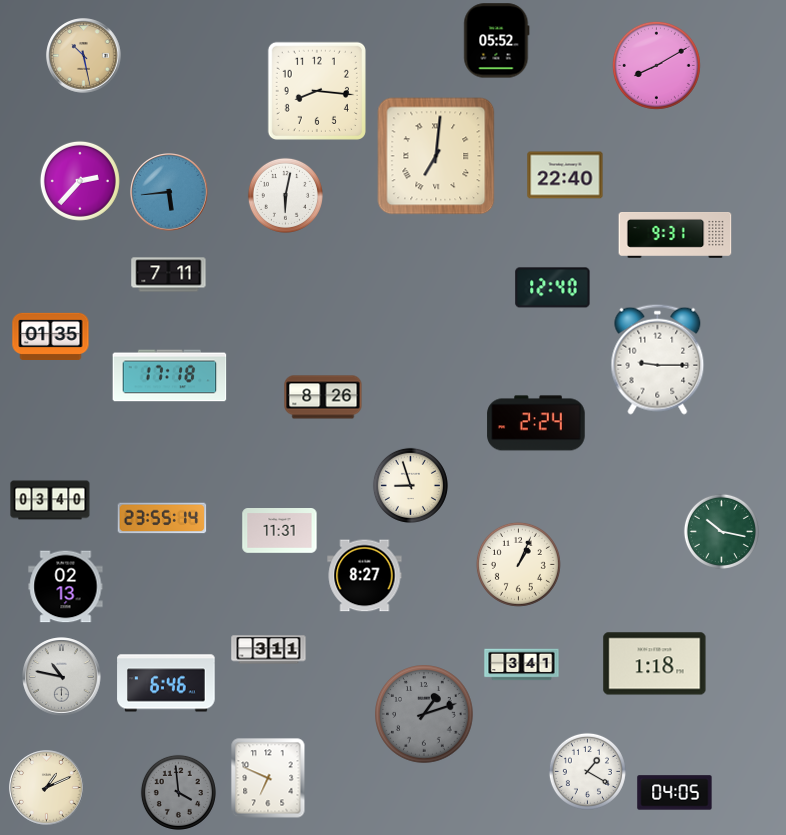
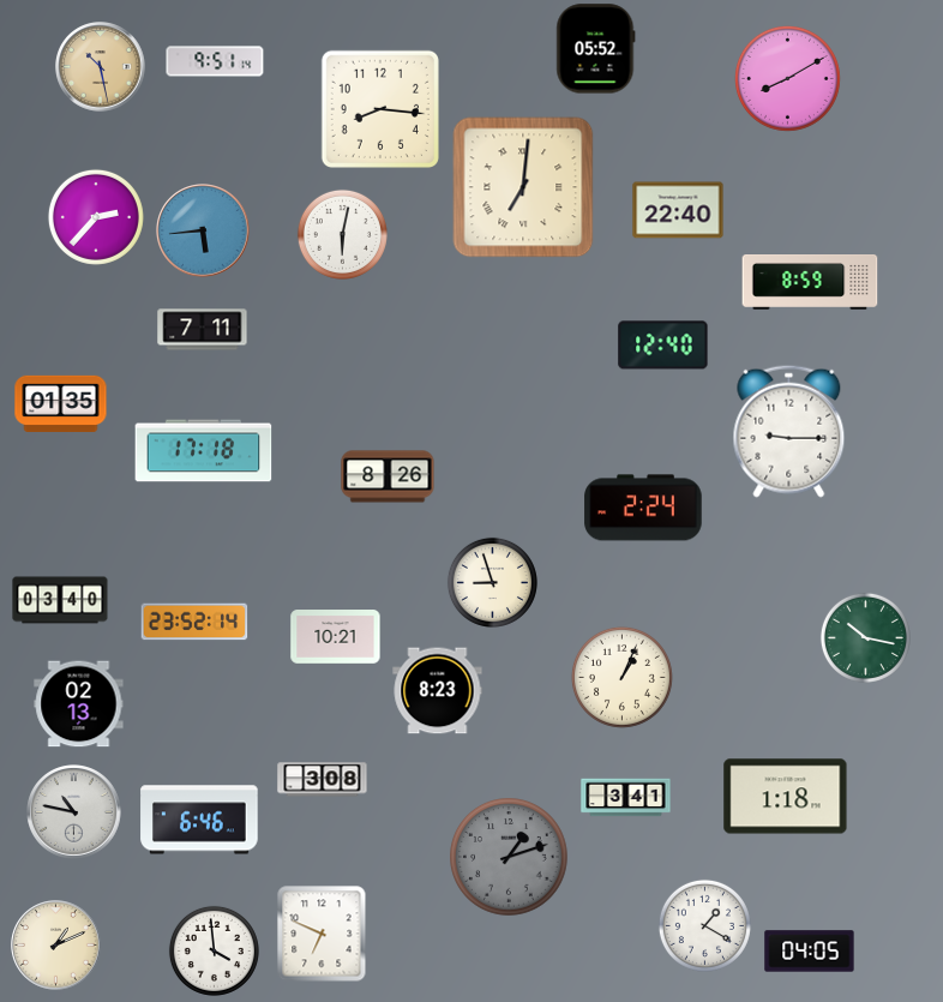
clock at (215, 61): none -> 9:51
clock at (675, 236): 9:31 -> 8:59
clock at (162, 518): 23:55 -> 23:52
clock at (280, 531): 11:31 -> 10:21
clock at (365, 576): 8:27 -> 8:23
clock at (269, 650): 3:11 -> 3:08
clock at (178, 792) dial: grey -> white
